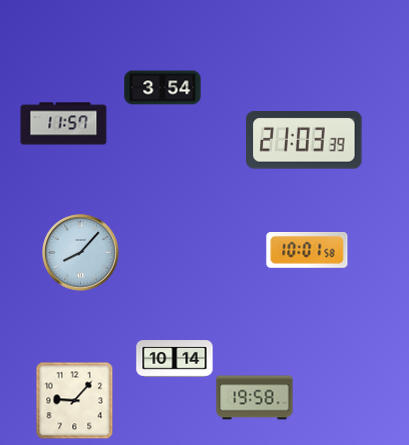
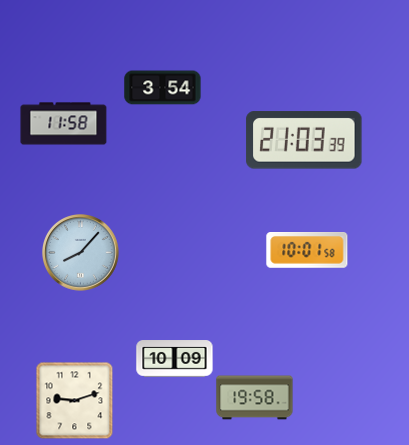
clock at (64, 124): 11:57 -> 11:58
clock at (175, 359): 10:14 -> 10:09
clock at (74, 400): 9:07 -> 9:12
